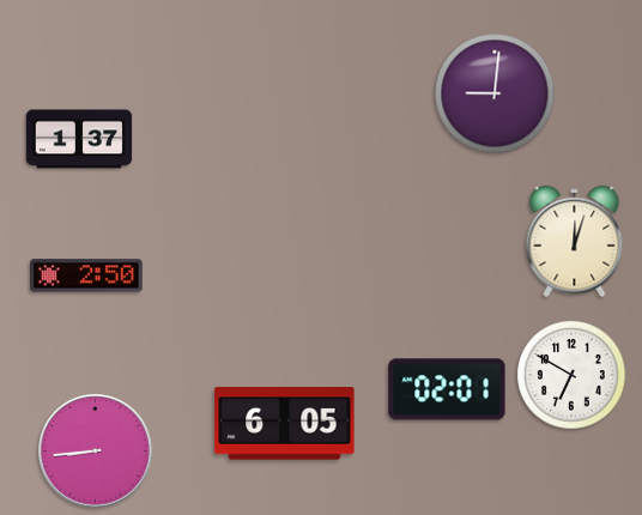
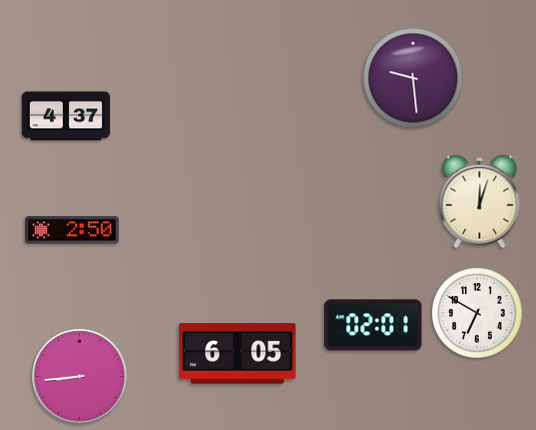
clock at (495, 93): 9:01 -> 9:29
clock at (79, 139): 1:37 -> 4:37
